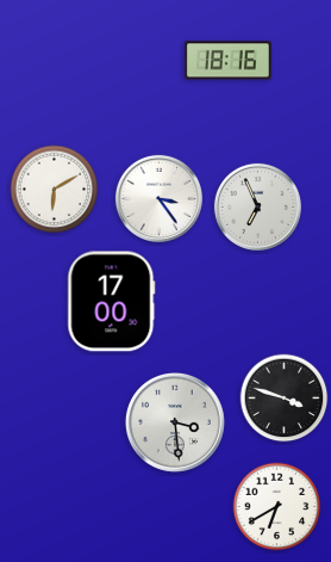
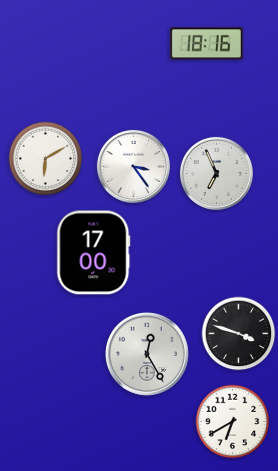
clock at (227, 61) position: (227, 61) -> (206, 44)
clock at (175, 422): 3:29 -> 12:25
clock at (277, 507) position: (277, 507) -> (233, 422)
